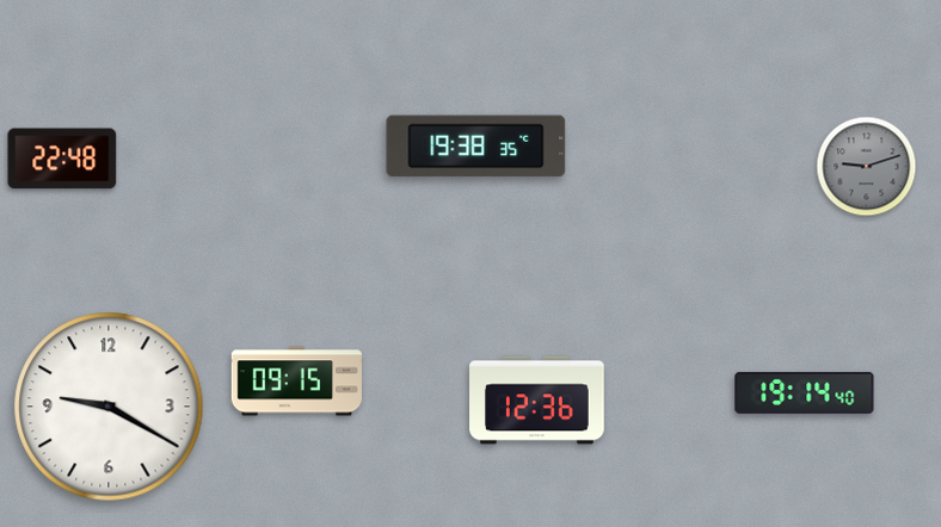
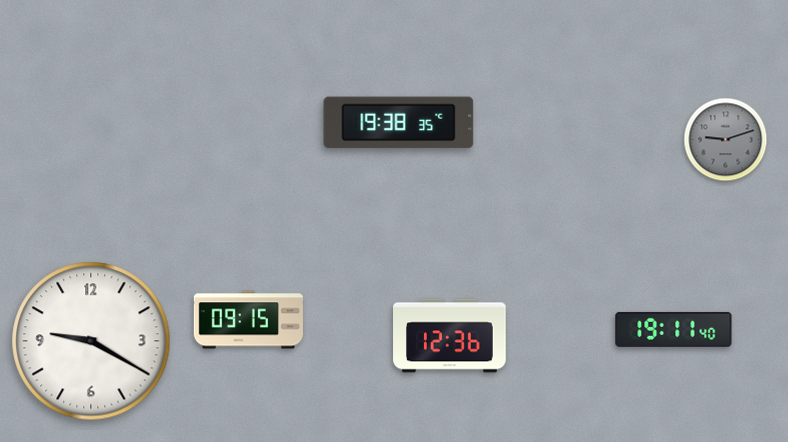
clock at (62, 159): 22:48 -> none
clock at (805, 392): 19:14 -> 19:11
